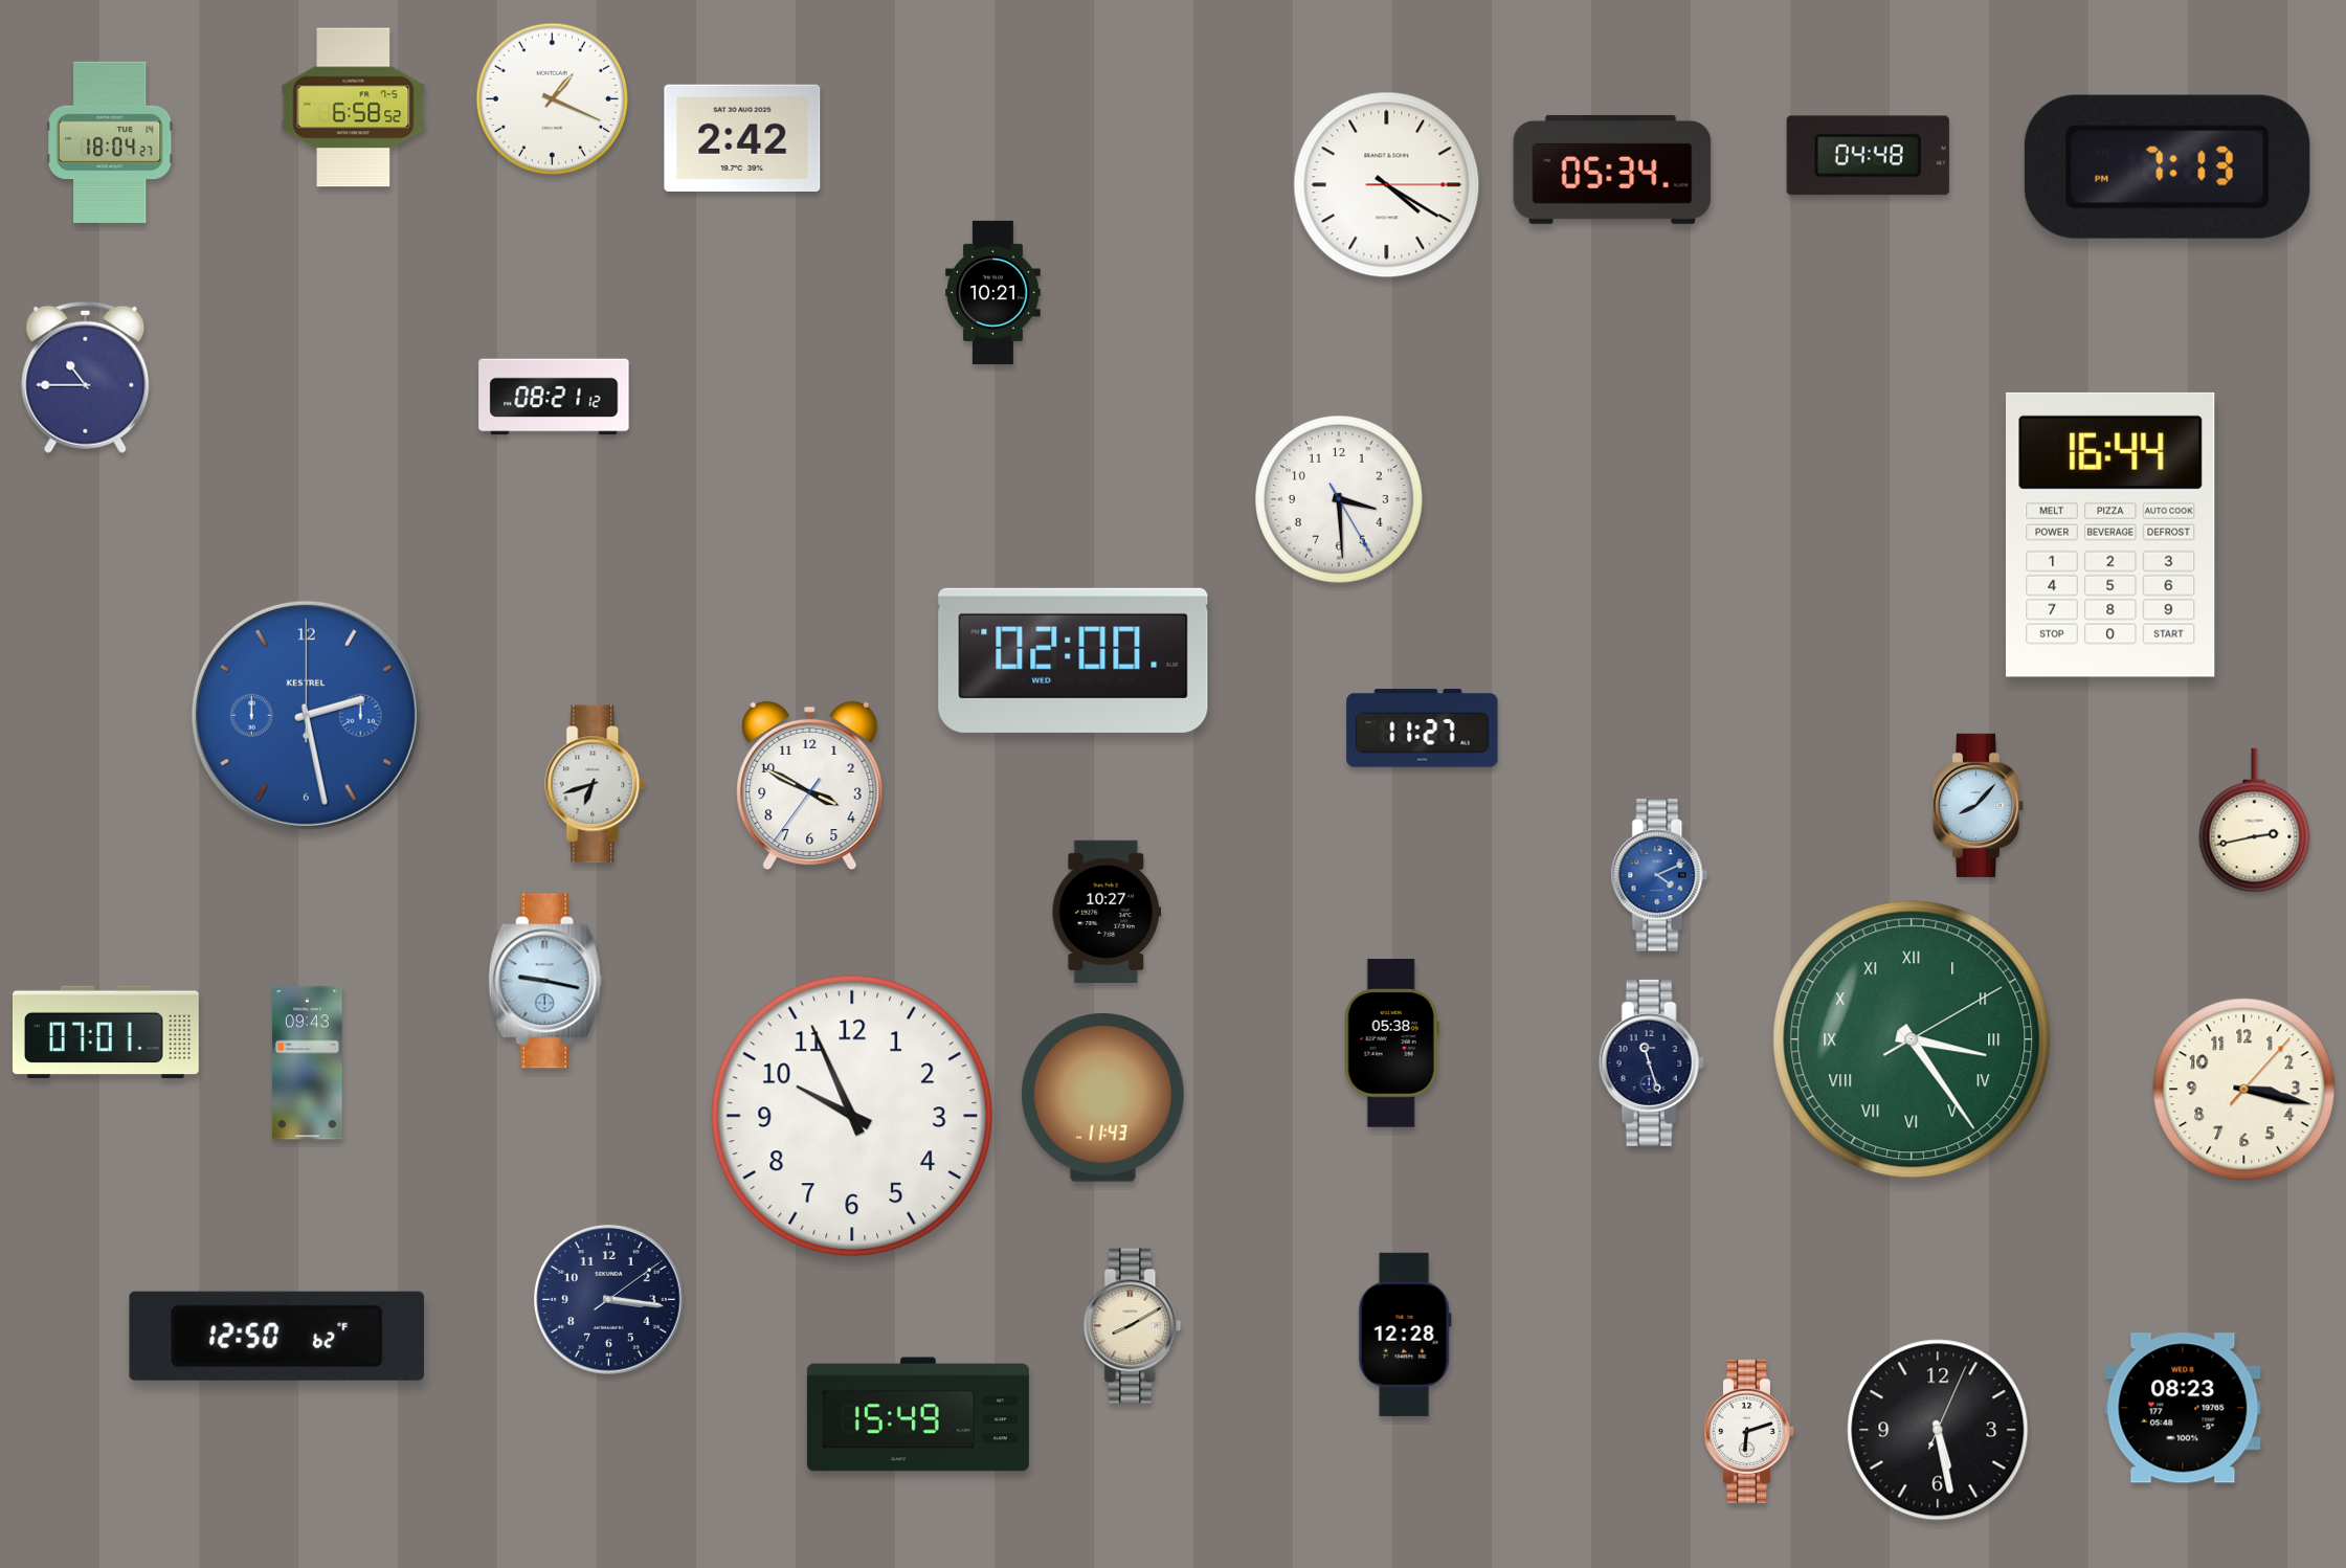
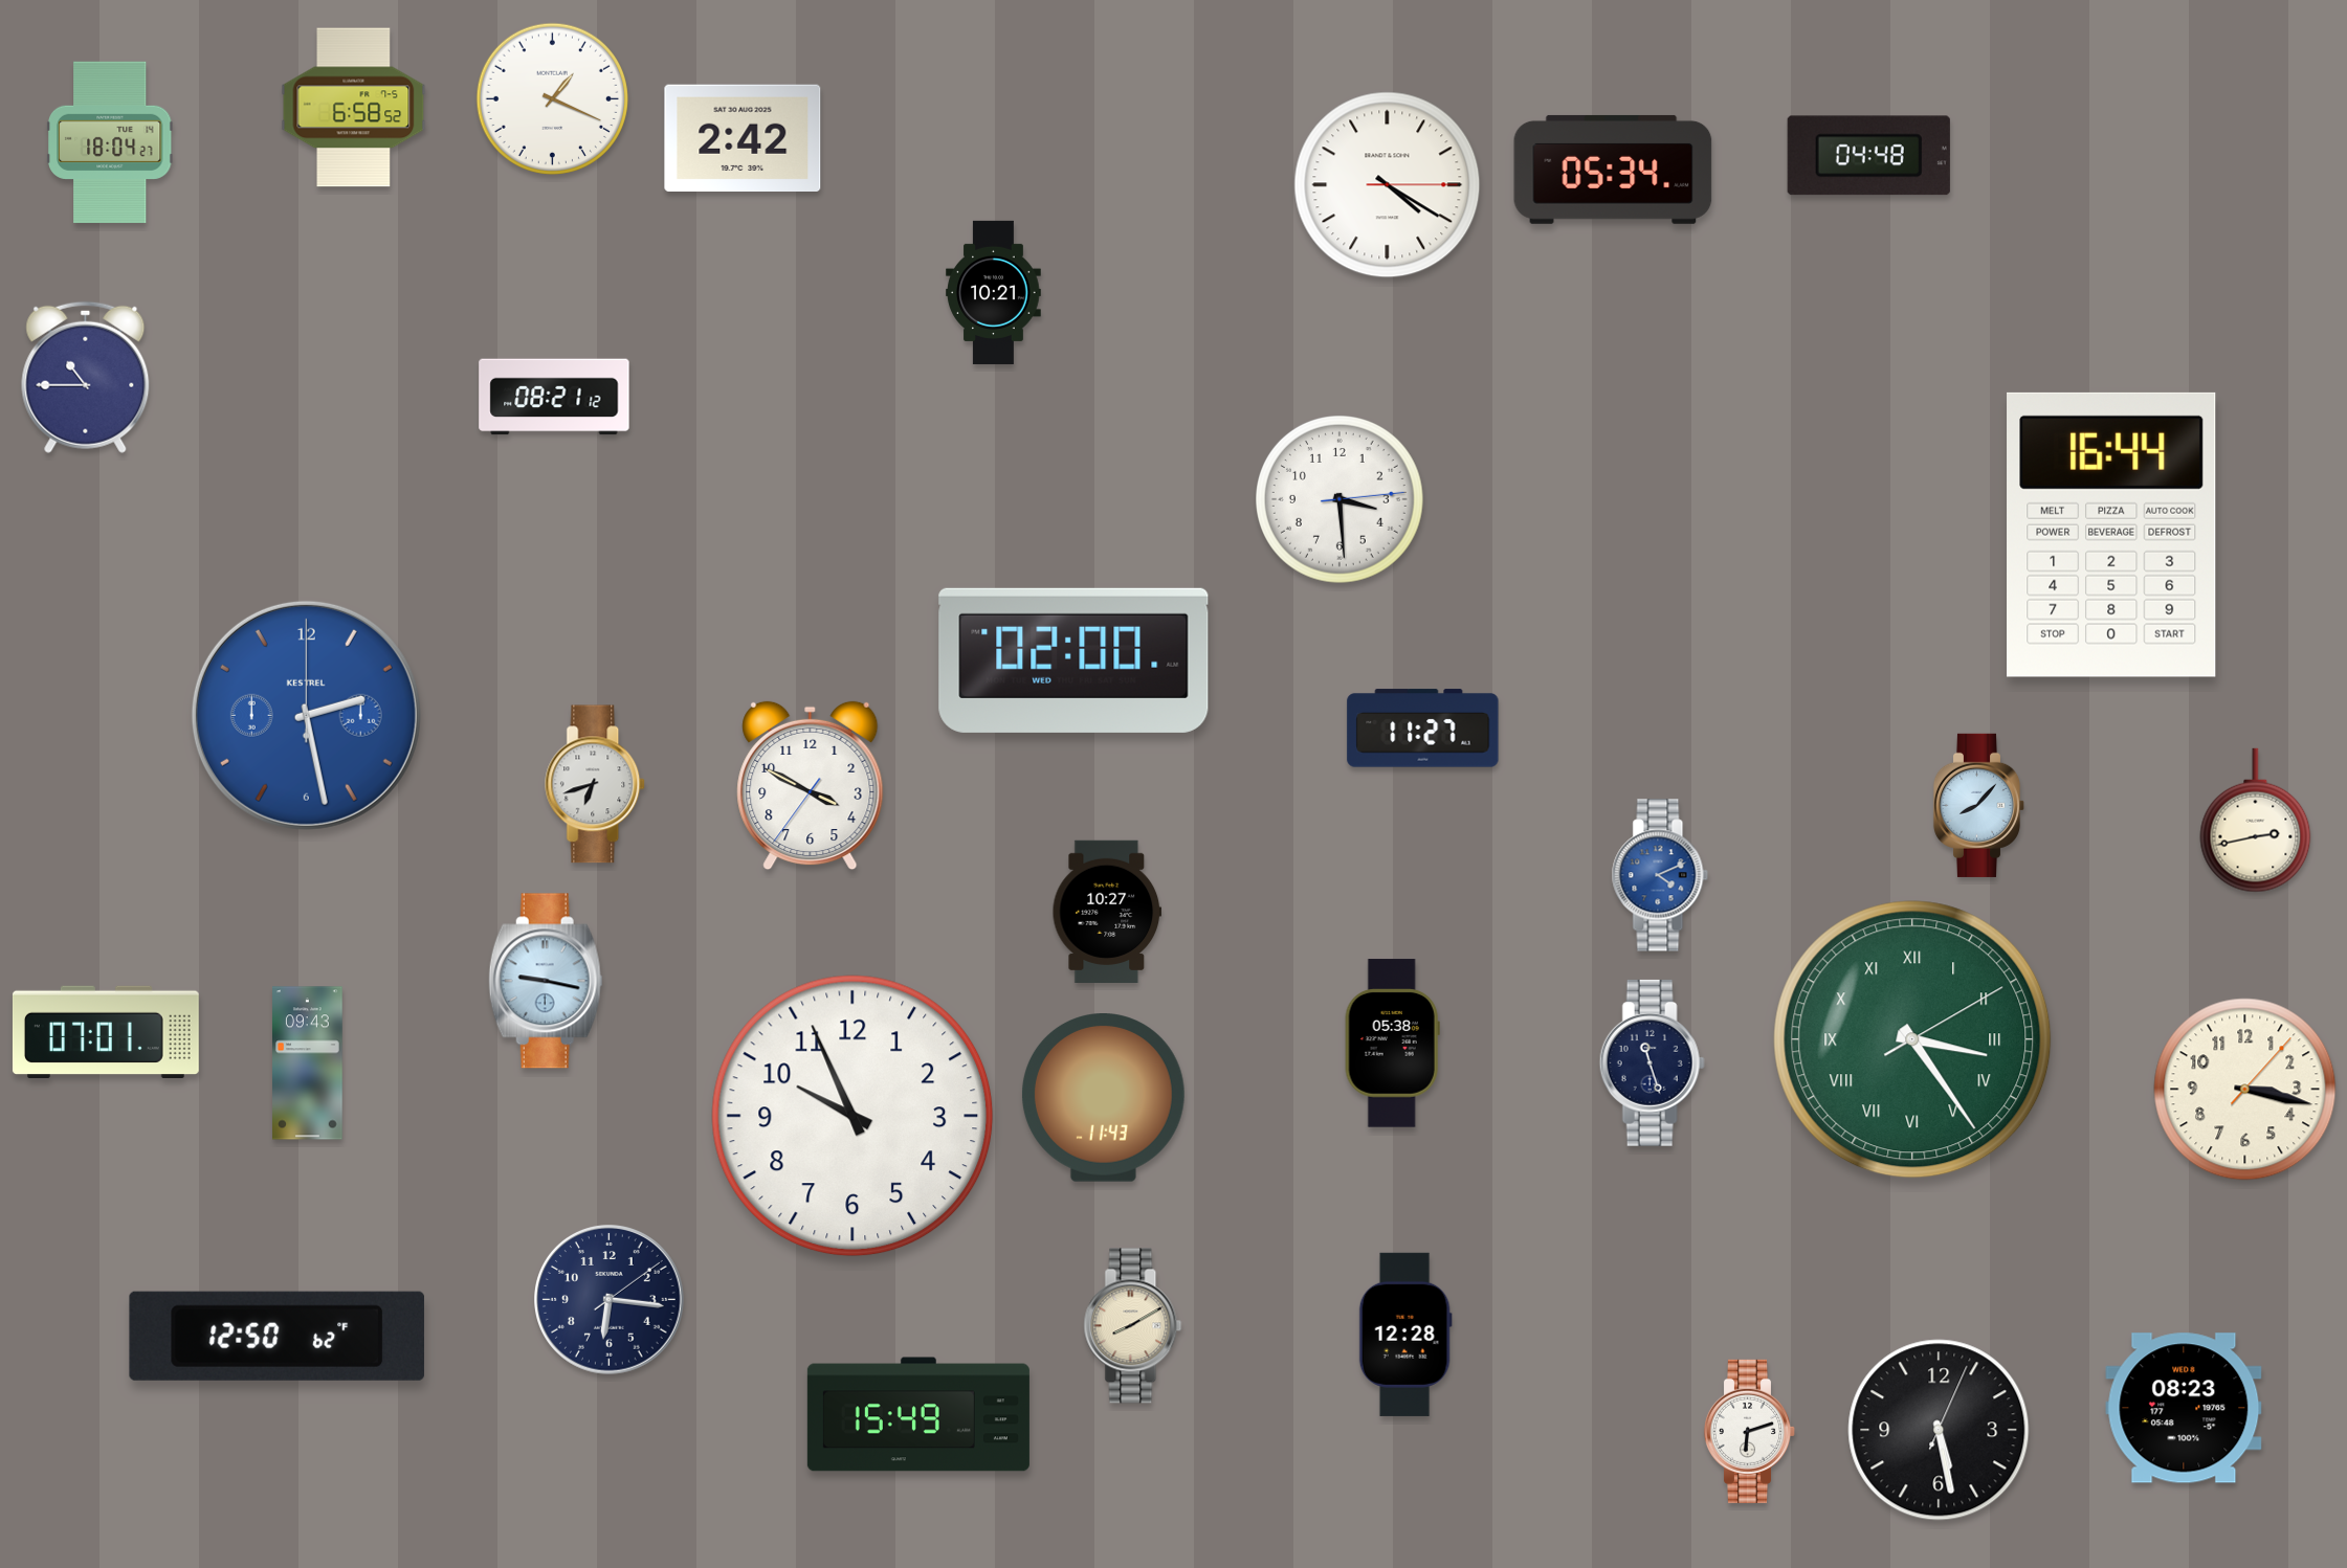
clock at (2167, 166): 7:13 -> none
clock at (1340, 500): 3:29:25 -> 3:29:14
clock at (609, 1300): 3:16 -> 6:16
